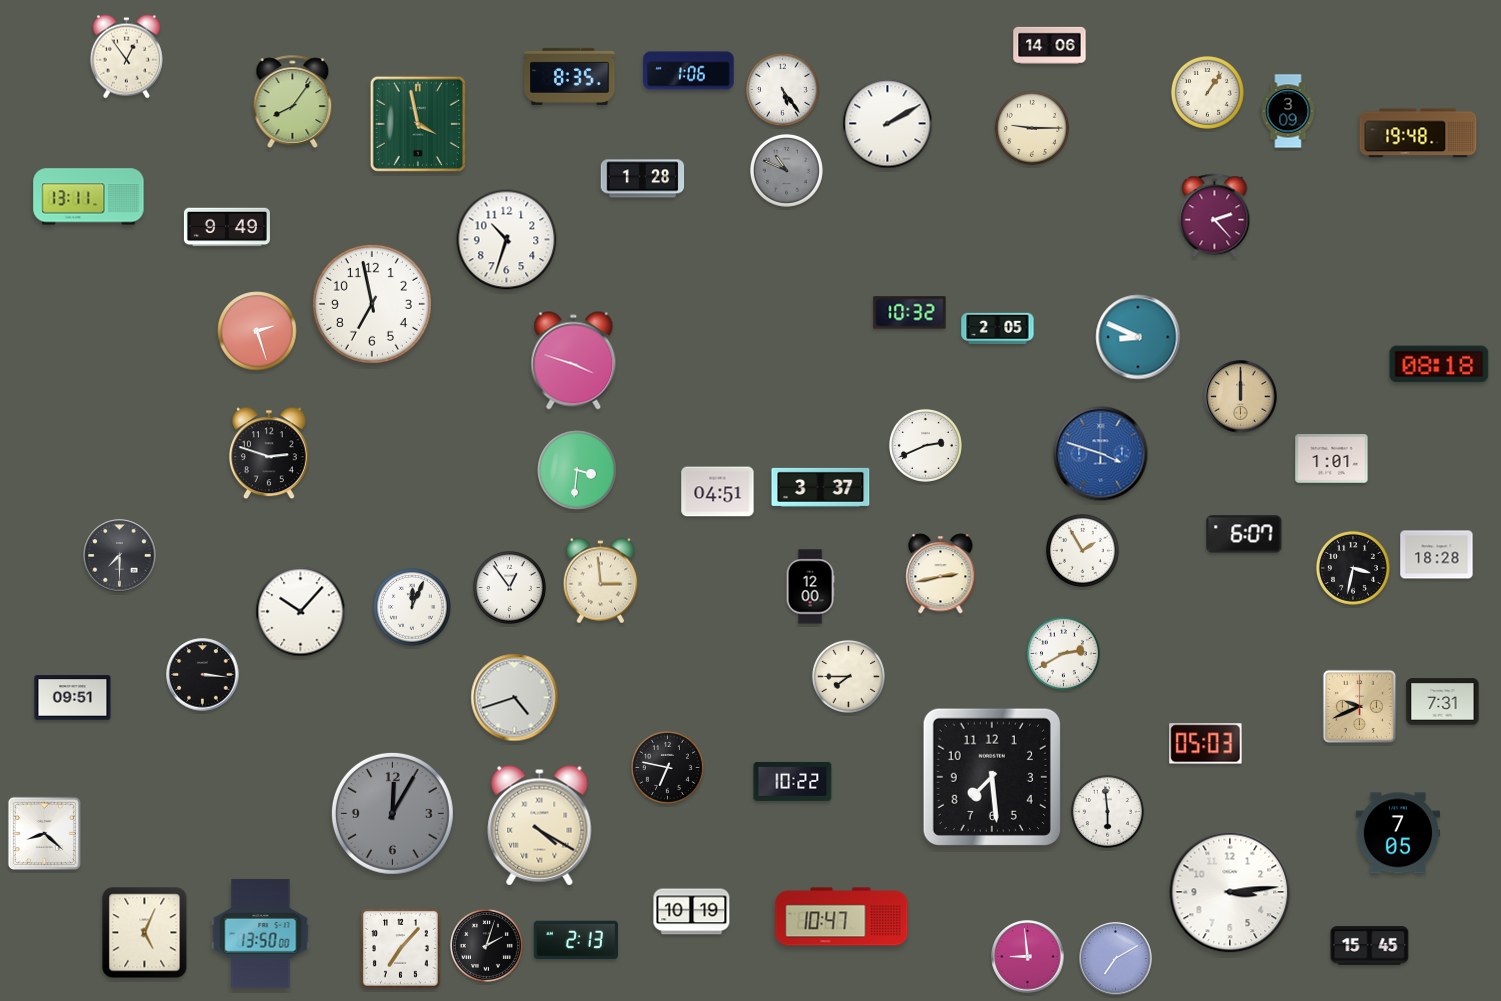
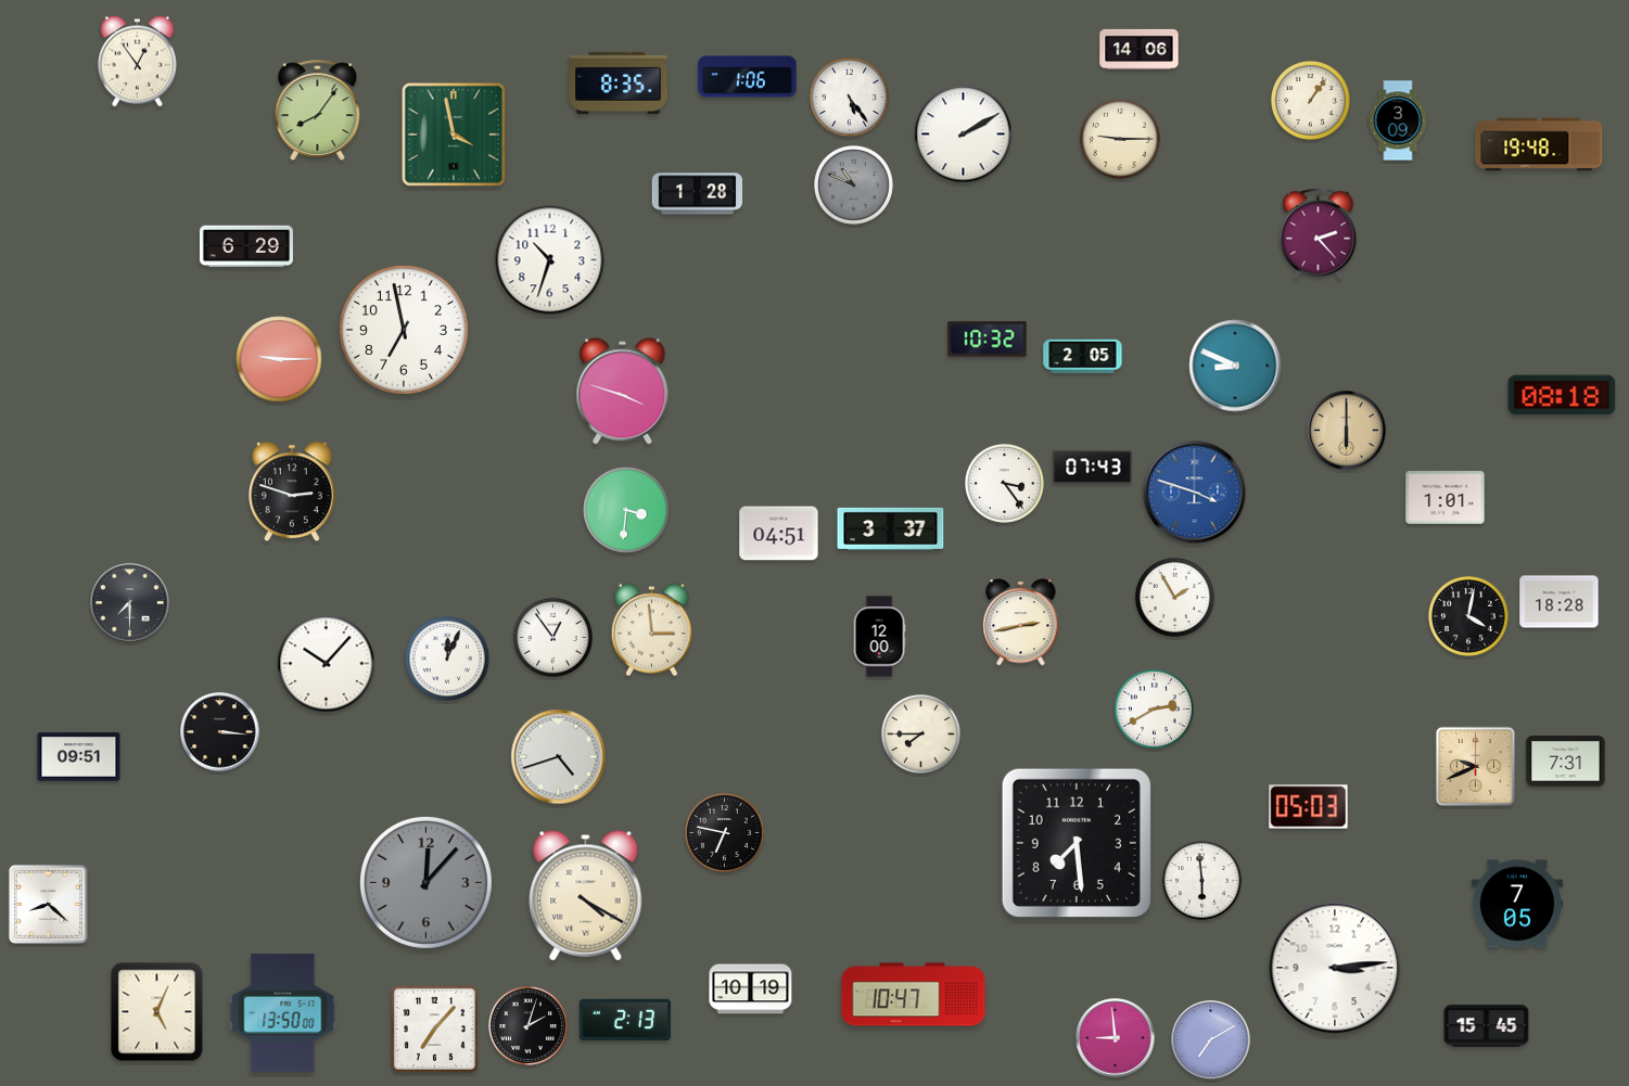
clock at (89, 197): 13:11 -> none
clock at (227, 227): 9:49 -> 6:29
clock at (257, 331): 2:27 -> 9:15
clock at (1241, 397): 12:00 -> 6:00
clock at (1093, 468): none -> 07:43
clock at (925, 445): 2:41 -> 3:24
clock at (1244, 534): 6:07 -> none
clock at (1353, 568): 3:32 -> 4:02
clock at (793, 781): 10:22 -> none
clock at (392, 813): 12:05 -> 12:07
